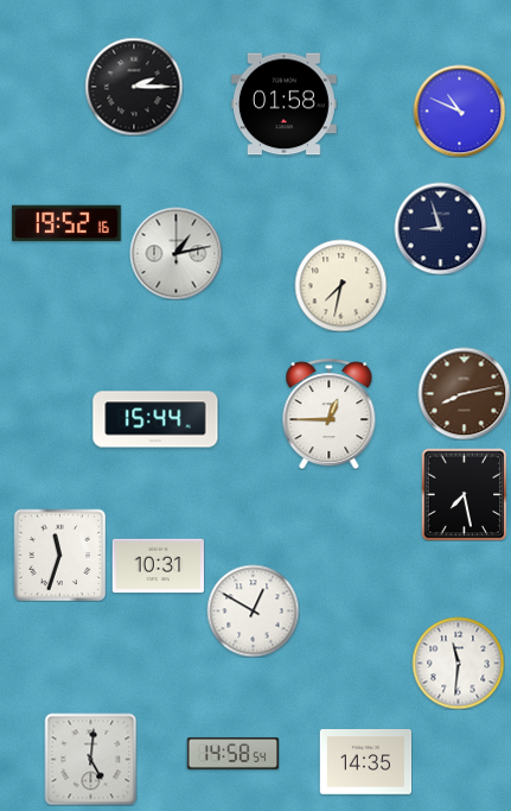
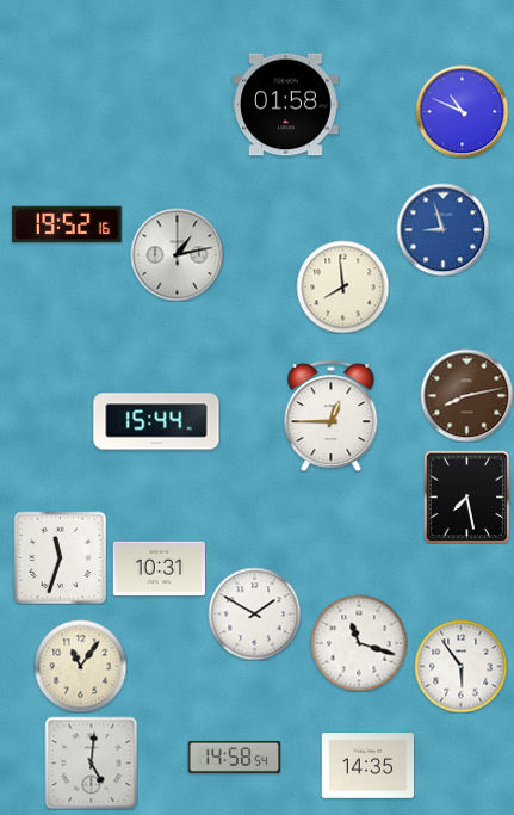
clock at (134, 87): 2:15 -> none
clock at (440, 228) dial: navy -> blue
clock at (340, 285): 7:32 -> 7:59
clock at (253, 610): 12:50 -> 1:50
clock at (359, 643): none -> 11:18
clock at (80, 666): none -> 11:06
clock at (458, 663): 11:31 -> 5:54
